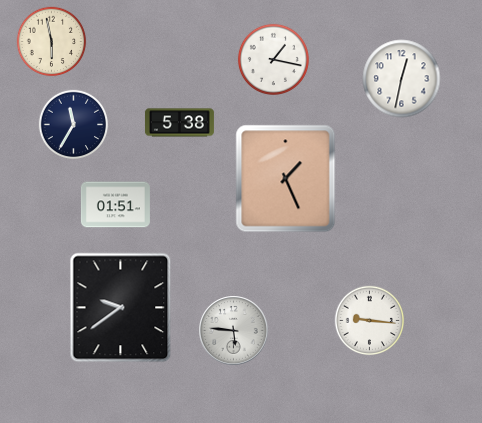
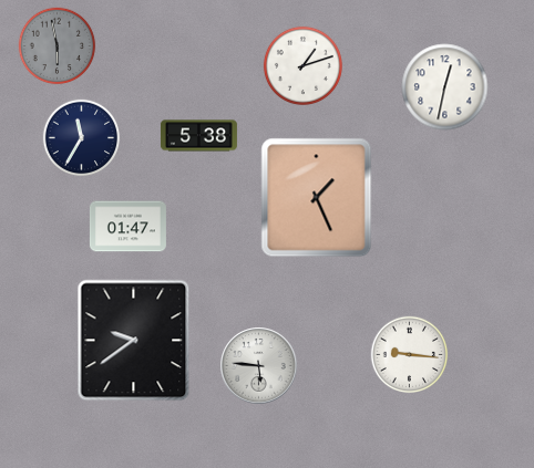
clock at (52, 42) dial: cream -> grey
clock at (273, 59): 1:17 -> 1:12
clock at (115, 205): 01:51 -> 01:47
